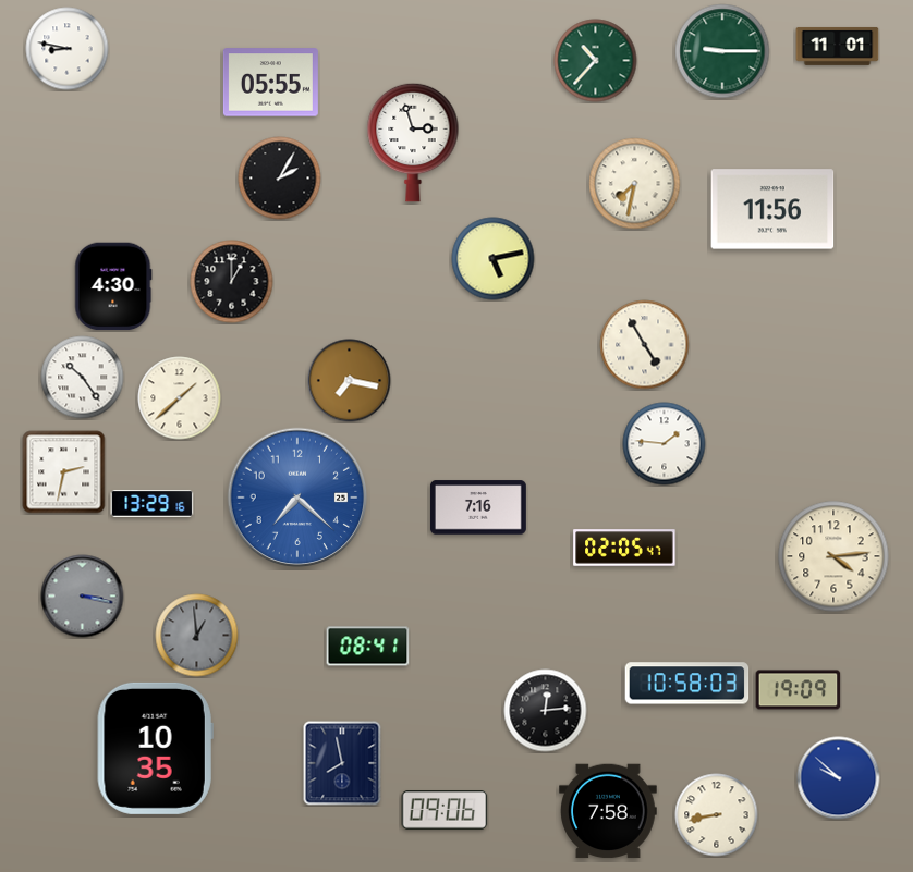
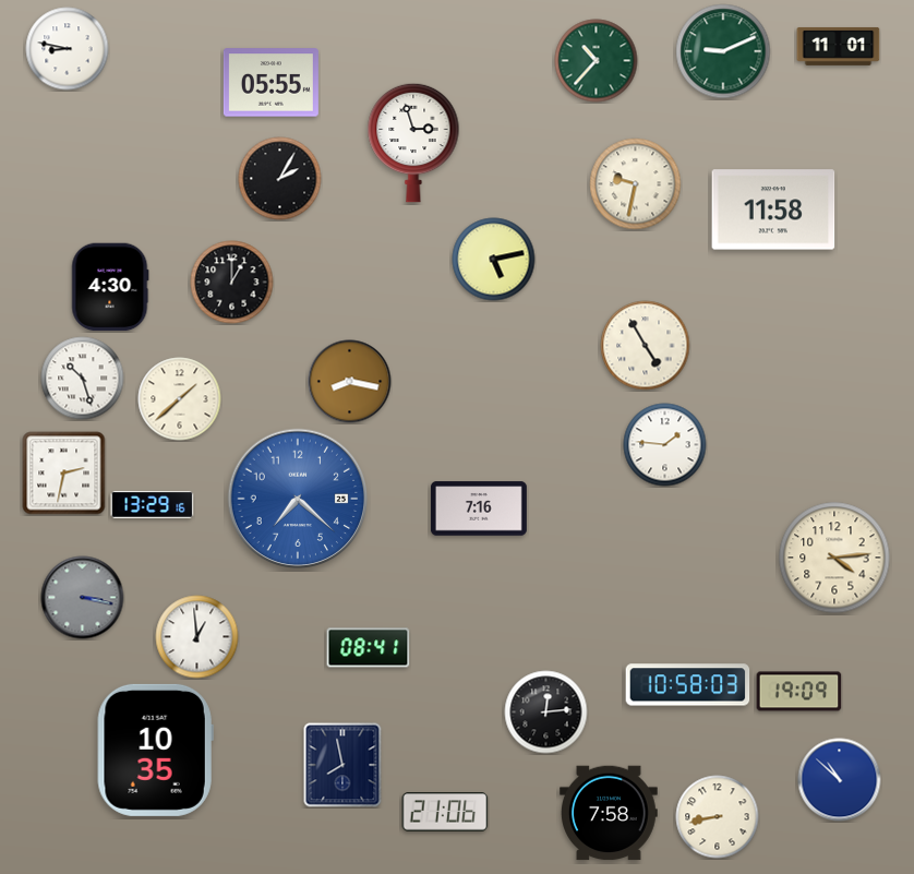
clock at (722, 51): 9:15 -> 9:11
clock at (635, 184): 7:32 -> 9:32
clock at (772, 209): 11:56 -> 11:58
clock at (113, 286) position: (113, 286) -> (110, 287)
clock at (83, 378): 10:24 -> 10:27
clock at (350, 381): 7:17 -> 8:17
clock at (624, 548): 02:05 -> none
clock at (197, 636) dial: grey -> white
clock at (839, 778): 9:52 -> 10:52
clock at (445, 810): 09:06 -> 21:06
